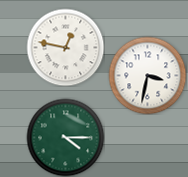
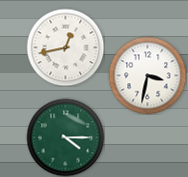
clock at (65, 47): 12:47 -> 12:43
